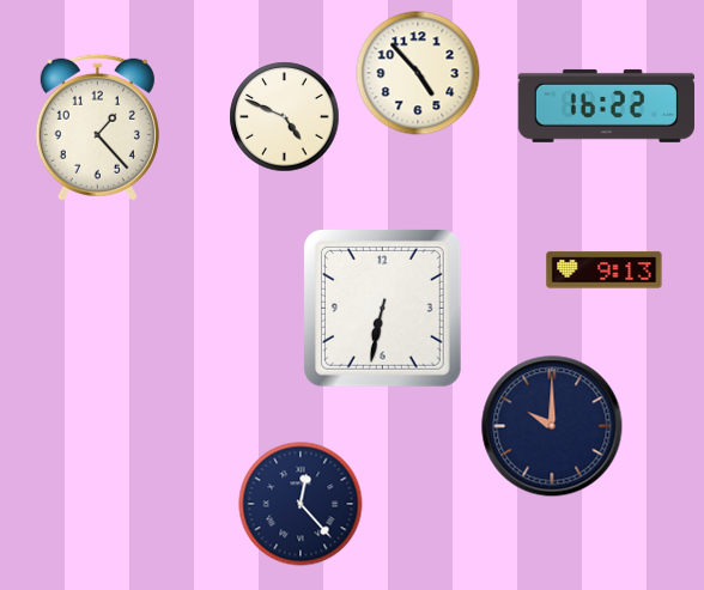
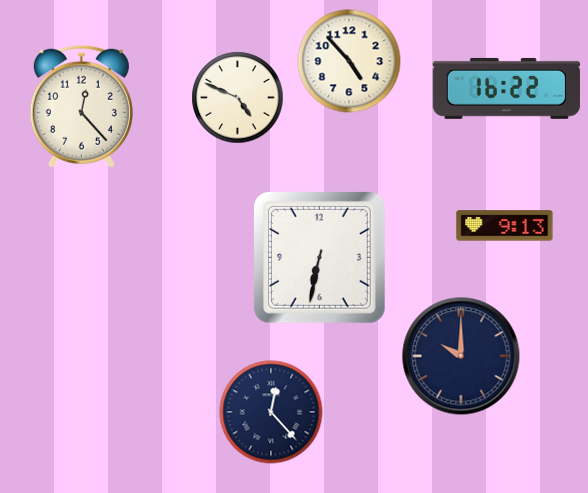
clock at (97, 127): 1:23 -> 12:23
clock at (301, 504) position: (301, 504) -> (271, 412)
